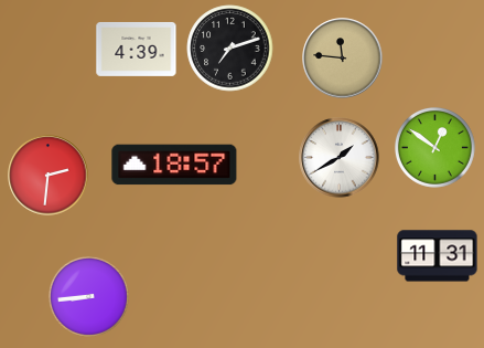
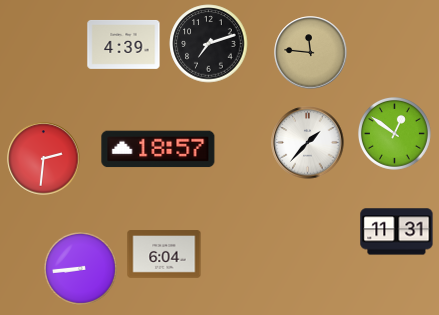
clock at (340, 158): 1:40 -> 1:37
clock at (164, 254): none -> 6:04
